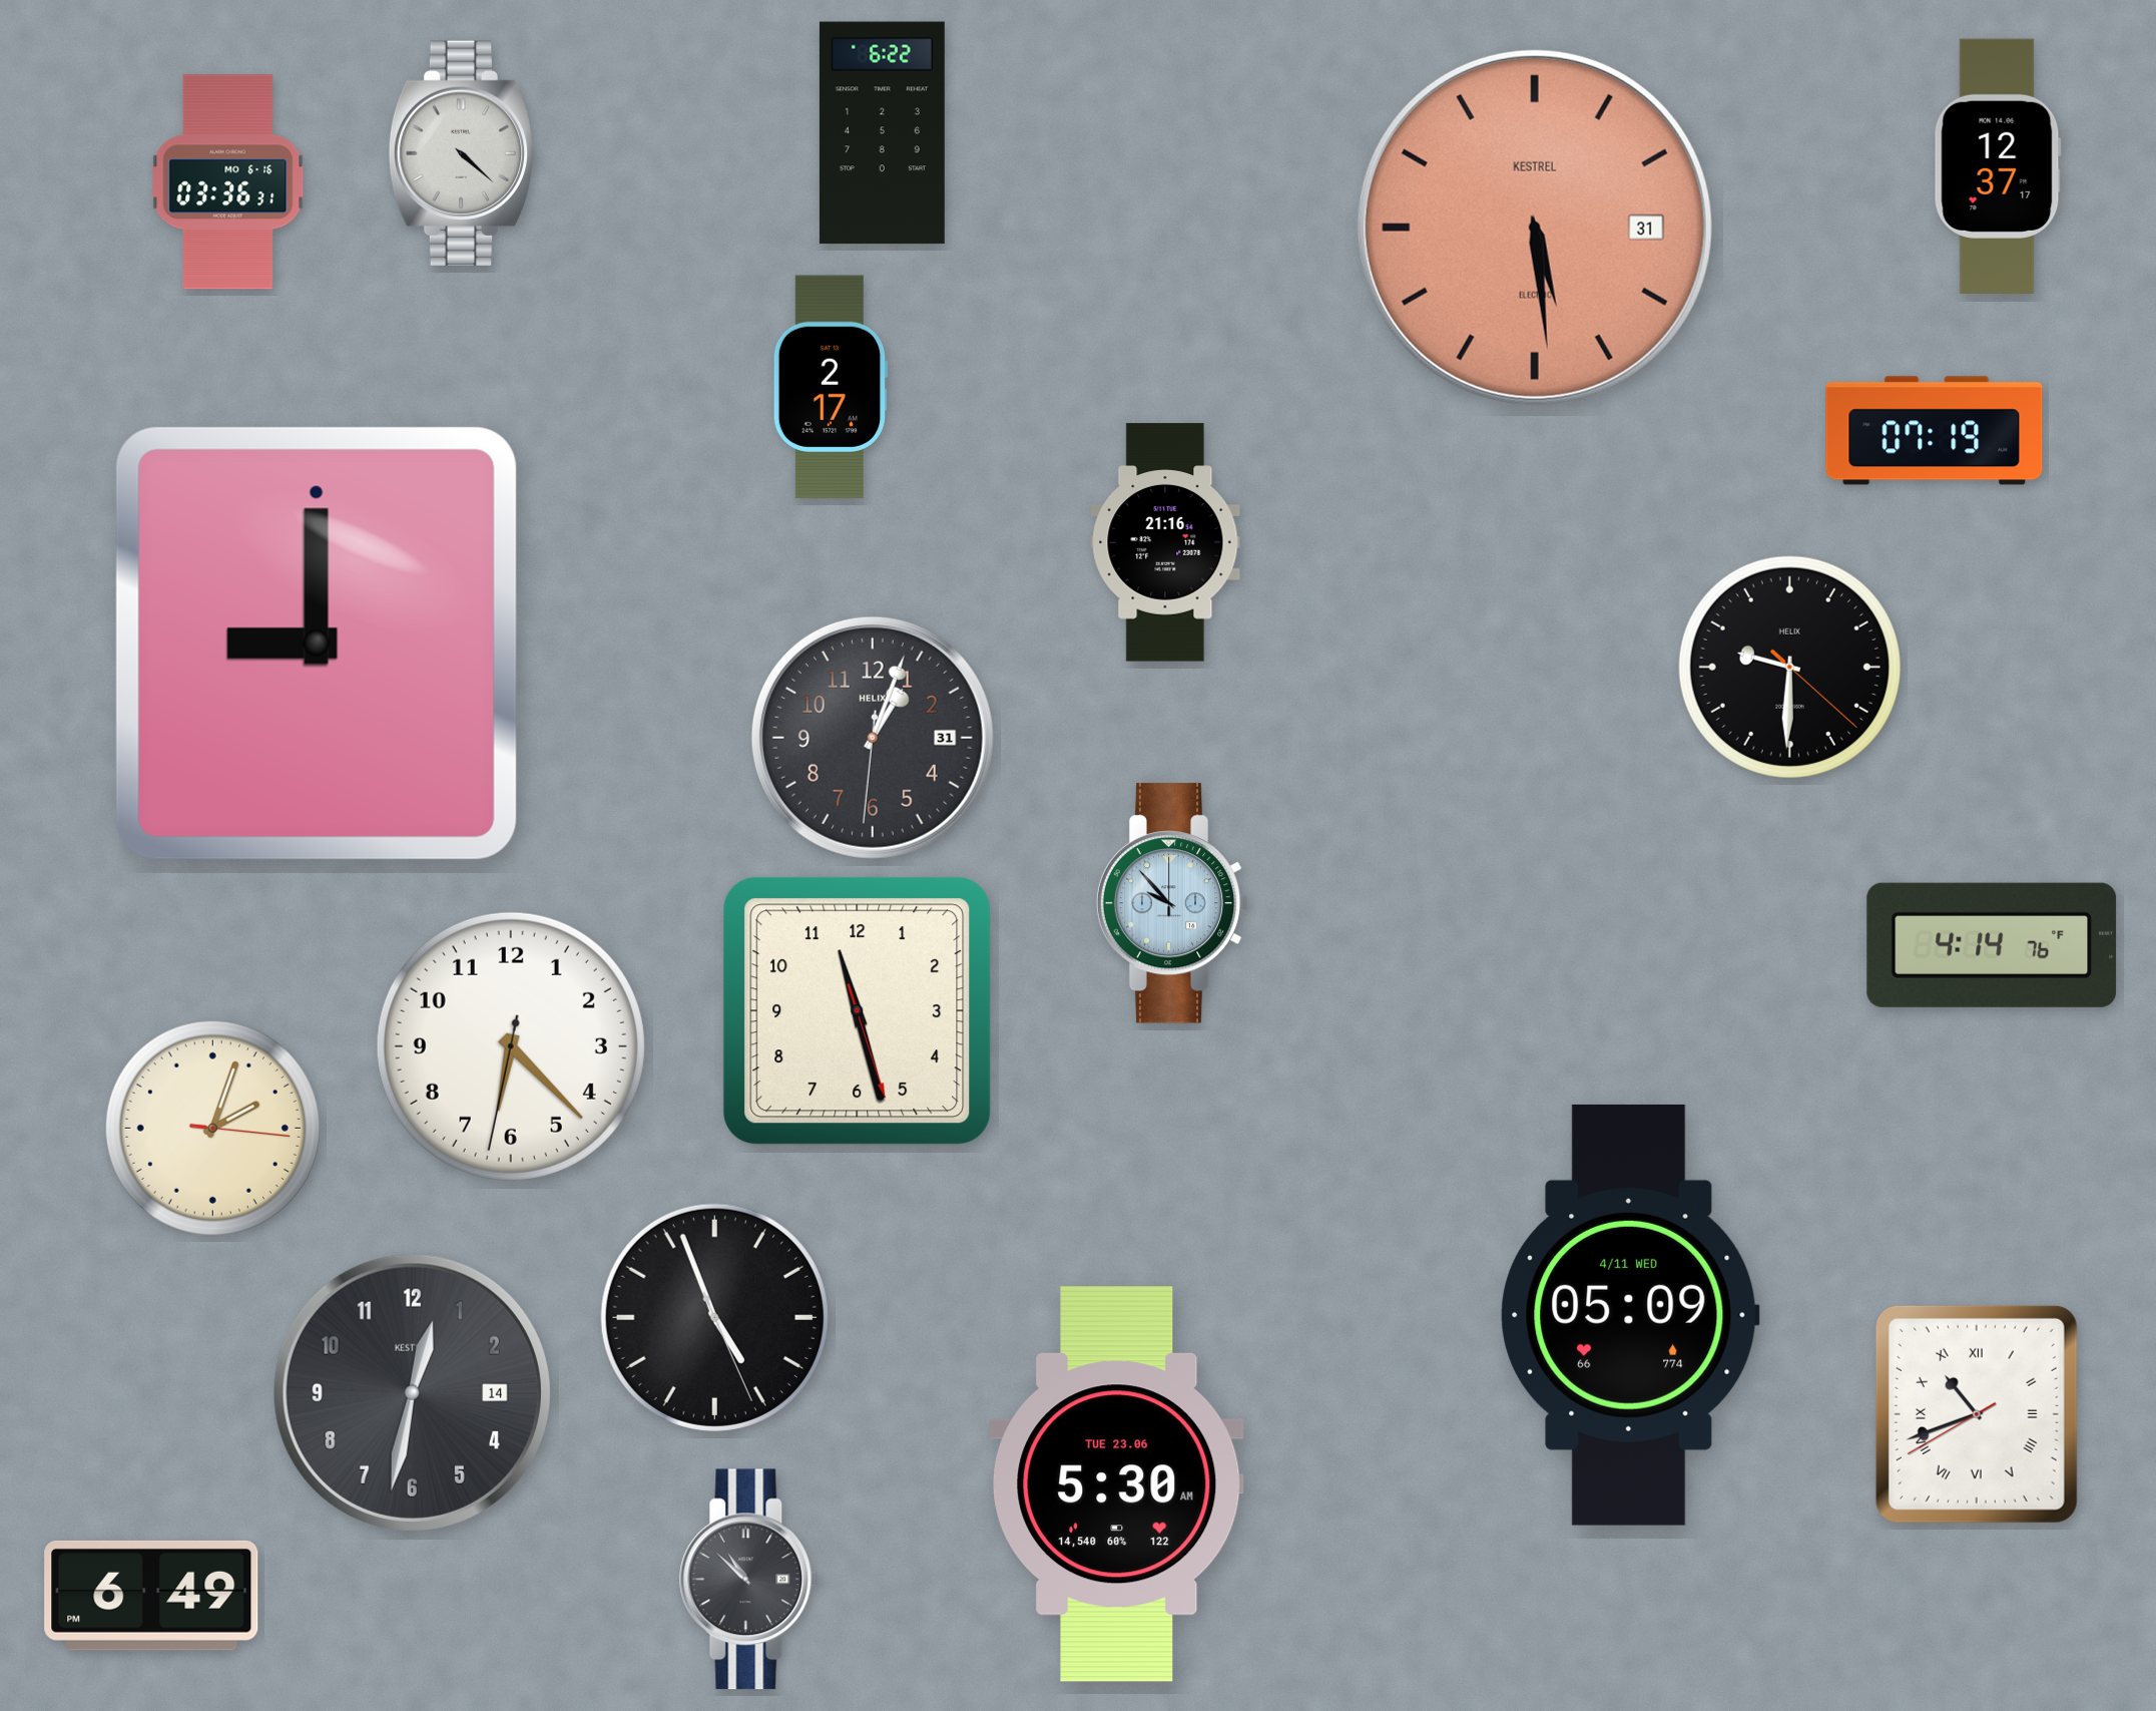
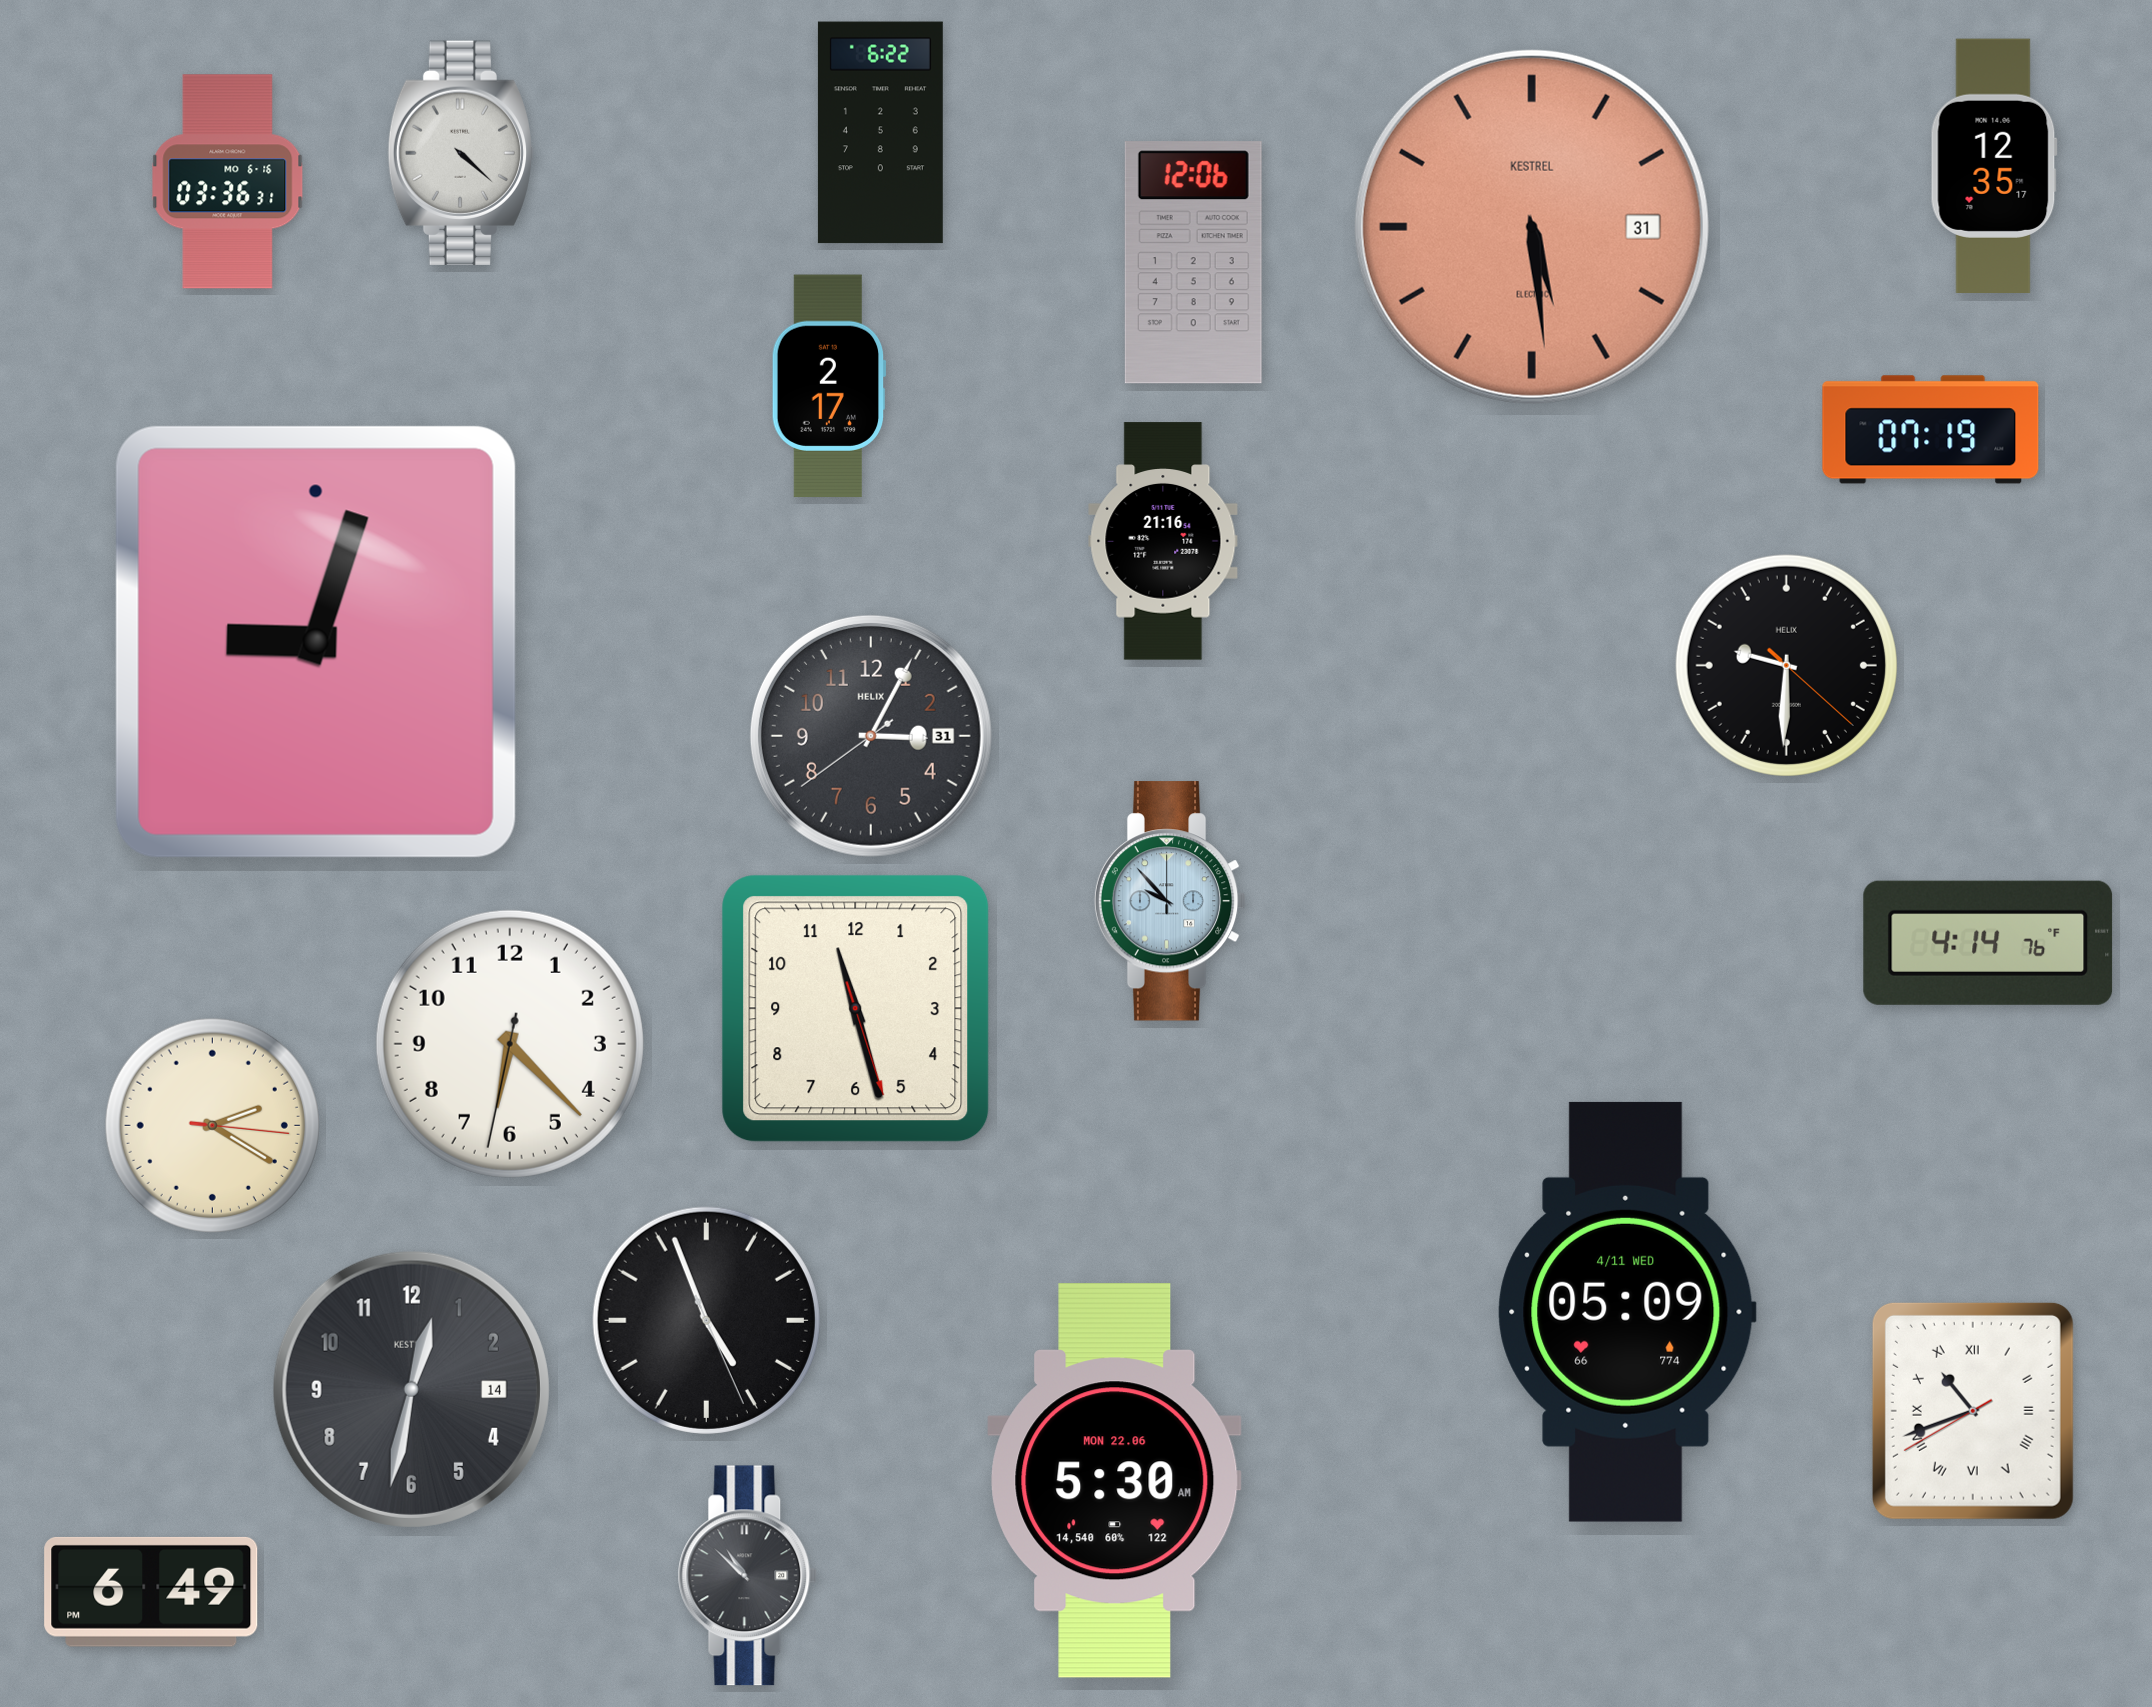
clock at (1998, 165): 12:37 -> 12:35
clock at (1193, 263): none -> 12:06
clock at (317, 644): 9:00 -> 9:03
clock at (873, 738): 1:03 -> 3:04
clock at (212, 1128): 2:03 -> 2:20
clock at (714, 1317) position: (714, 1317) -> (706, 1320)
clock at (1117, 1484) date: TUE 23.06 -> MON 22.06
